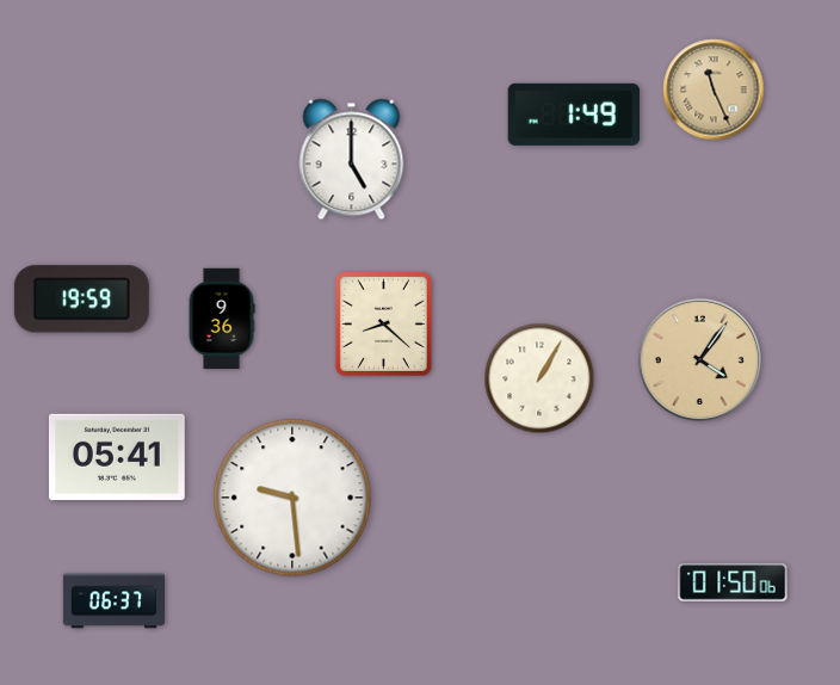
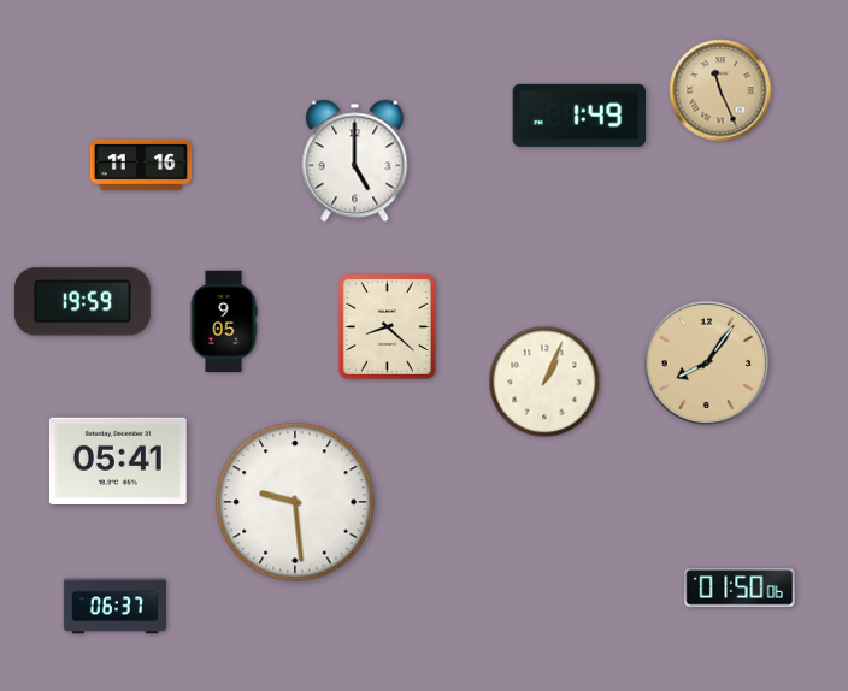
clock at (141, 165): none -> 11:16
clock at (222, 319): 9:36 -> 9:05
clock at (699, 359): 4:06 -> 8:06
clock at (539, 378): 1:05 -> 1:04
